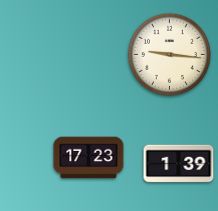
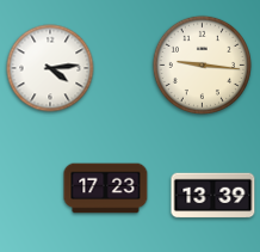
clock at (50, 68): none -> 4:14
clock at (179, 164): 1:39 -> 13:39
